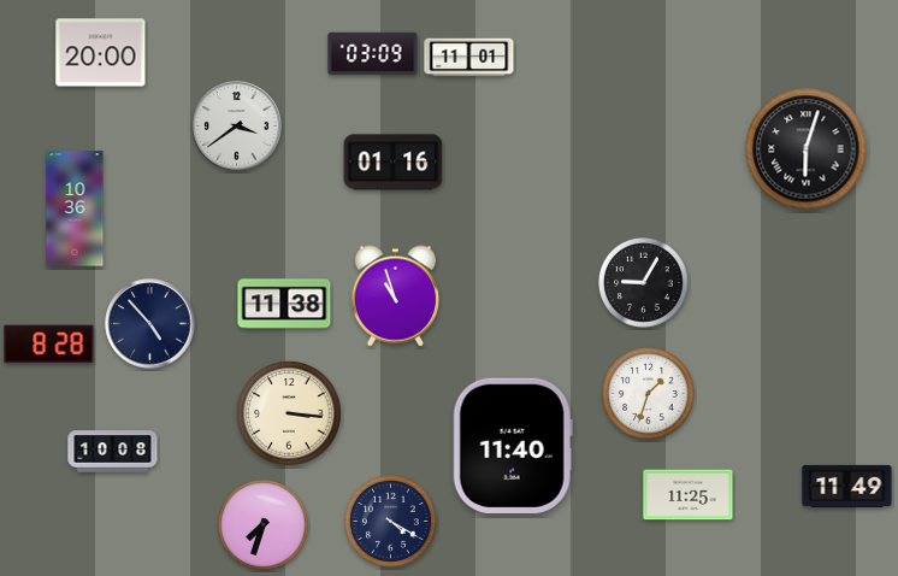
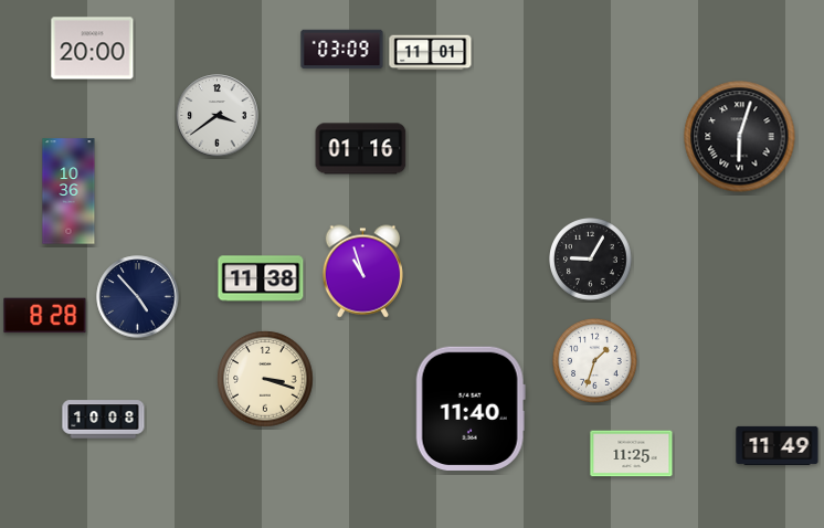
clock at (289, 413): 3:16 -> 3:18
clock at (113, 452) position: (113, 452) -> (104, 420)
clock at (391, 522): 4:20 -> none
clock at (264, 525): 7:33 -> none
